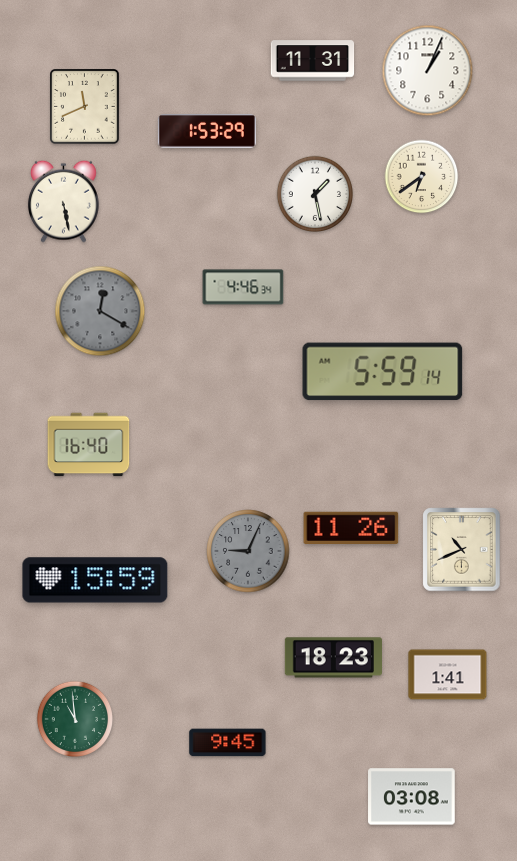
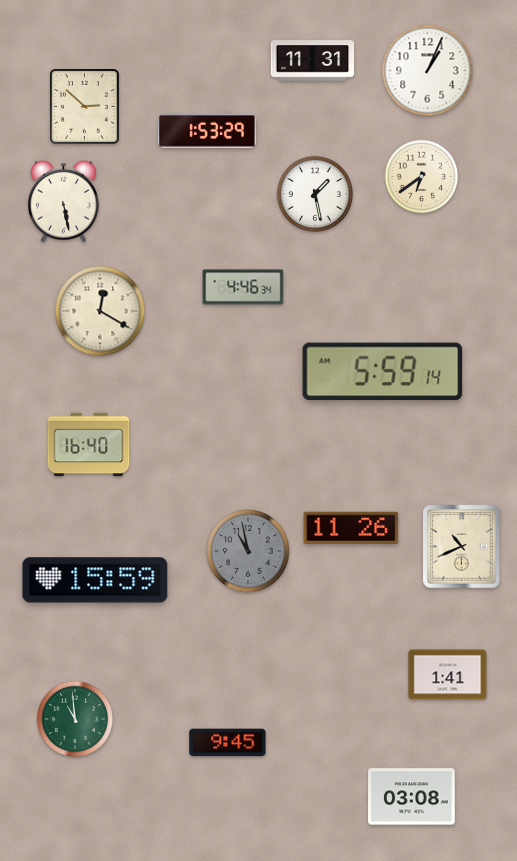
clock at (85, 107): 11:41 -> 2:52
clock at (100, 311) dial: grey -> cream
clock at (462, 550) position: (462, 550) -> (462, 547)
clock at (248, 551): 9:04 -> 10:58
clock at (333, 658): 18:23 -> none
